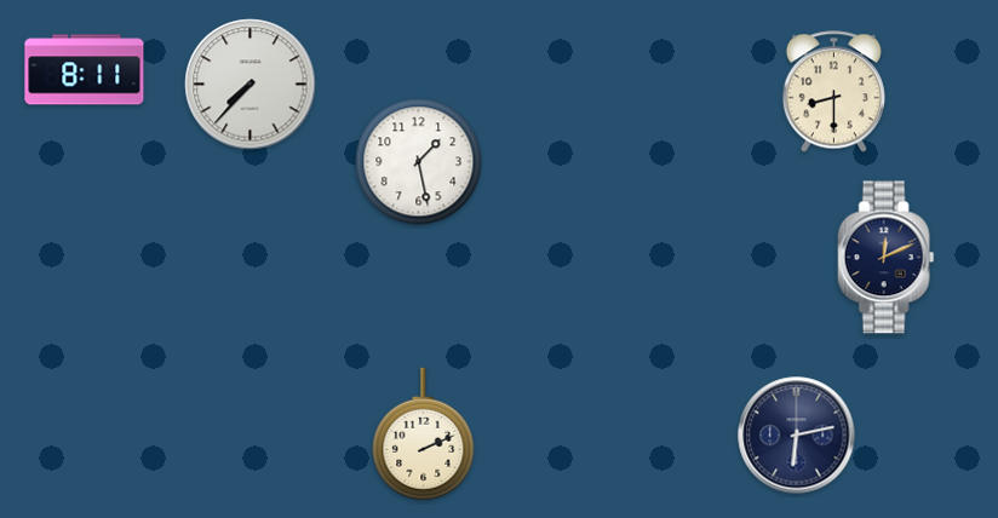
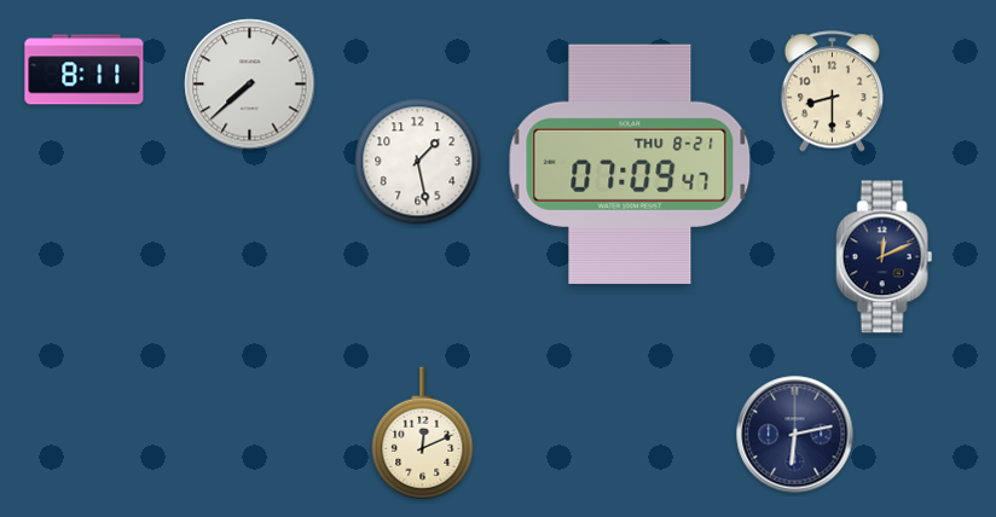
clock at (251, 85): 7:37 -> 7:38
clock at (630, 164): none -> 07:09
clock at (424, 434): 2:11 -> 12:11
